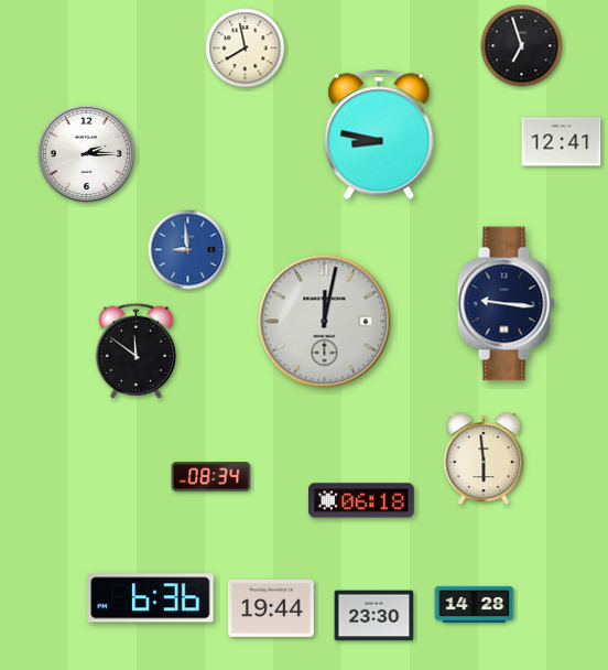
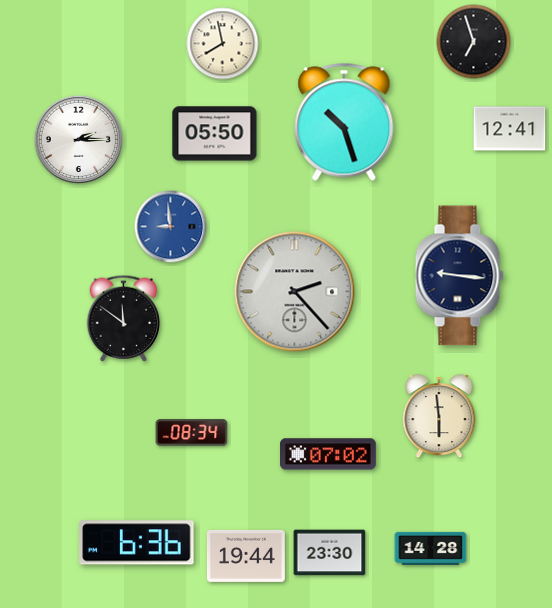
clock at (379, 134): 8:47 -> 10:27
clock at (215, 134): none -> 05:50
clock at (325, 322): 12:02 -> 2:23
clock at (361, 500): 06:18 -> 07:02
clock at (271, 608) position: (271, 608) -> (246, 556)
clock at (374, 616) position: (374, 616) -> (330, 553)
